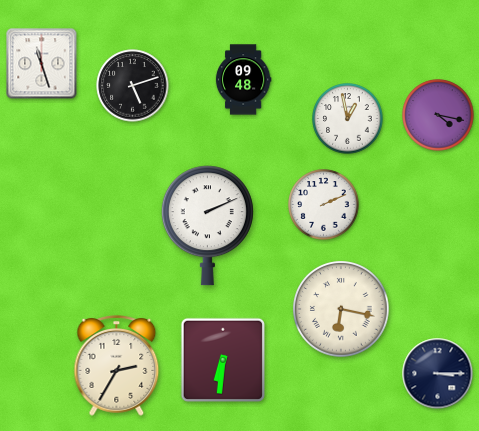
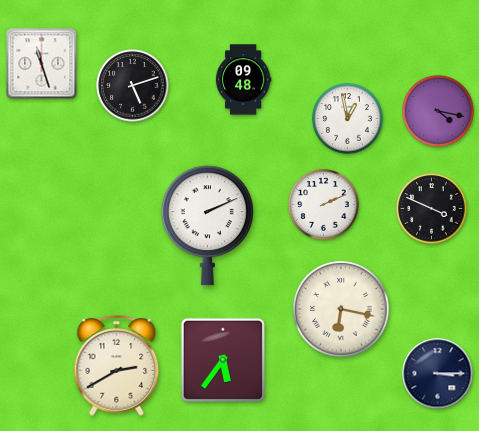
clock at (438, 115) position: (438, 115) -> (438, 111)
clock at (432, 209): none -> 3:49
clock at (222, 359): 6:31 -> 5:36
clock at (117, 366): 2:35 -> 2:40
